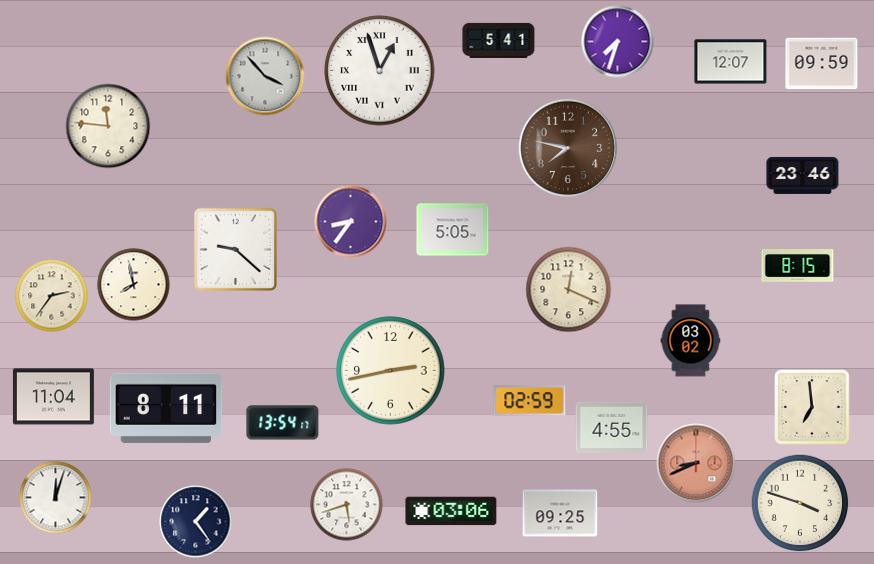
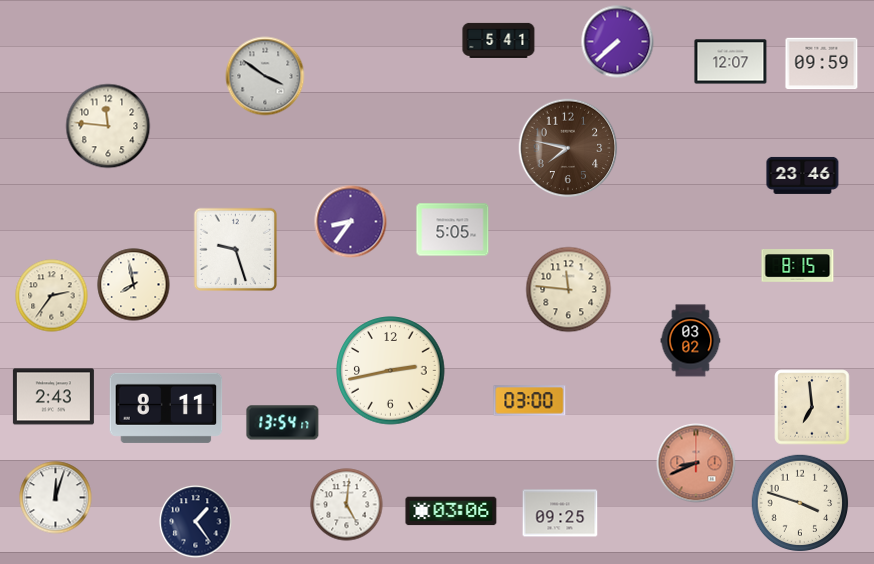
clock at (618, 42): 7:33 -> 7:38
clock at (380, 71): 12:57 -> none
clock at (265, 76): 3:53 -> 3:51
clock at (235, 249): 9:22 -> 9:27
clock at (569, 290): 12:19 -> 11:46
clock at (53, 397): 11:04 -> 2:43
clock at (530, 401): 02:59 -> 03:00
clock at (612, 427): 4:55 -> none
clock at (347, 505): 5:42 -> 5:01
